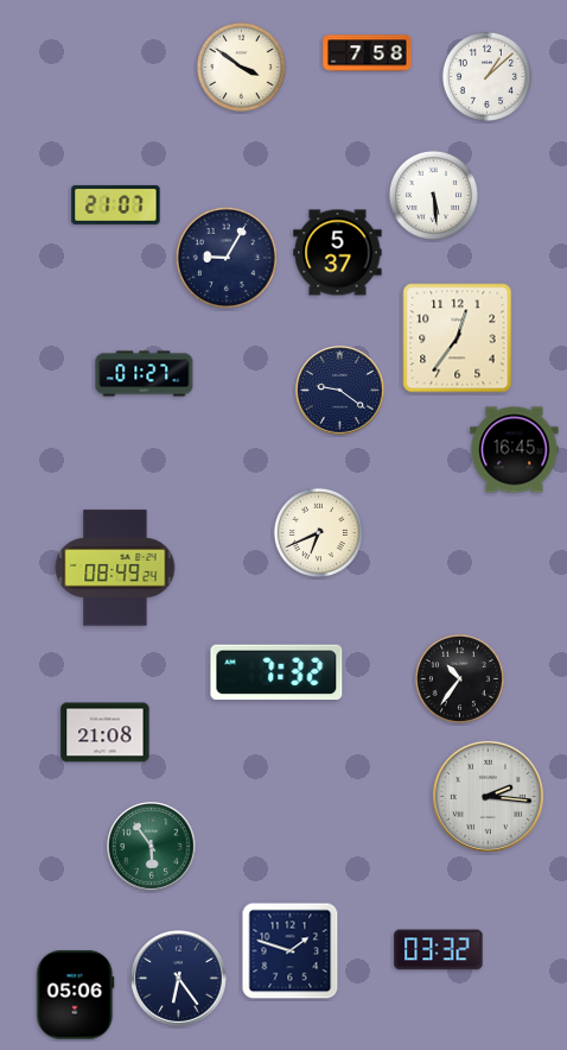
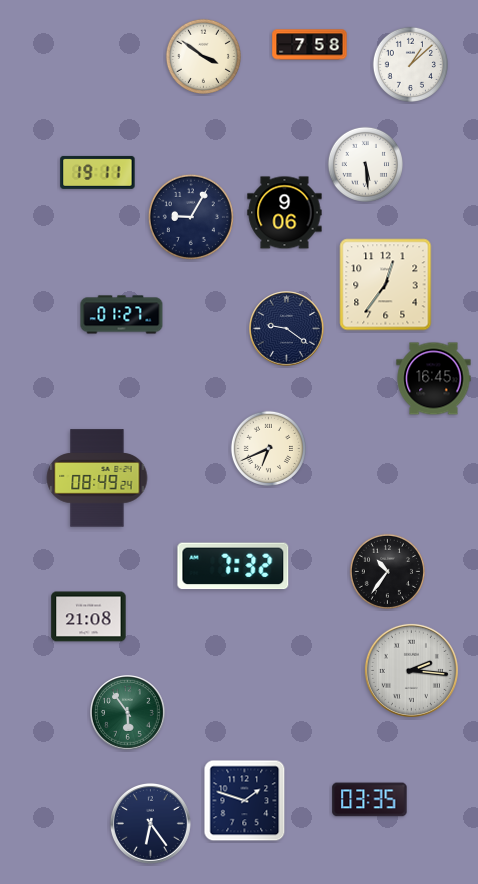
clock at (116, 204): 21:07 -> 19:11
clock at (338, 253): 5:37 -> 9:06
clock at (439, 950): 03:32 -> 03:35
clock at (76, 995): 05:06 -> none
